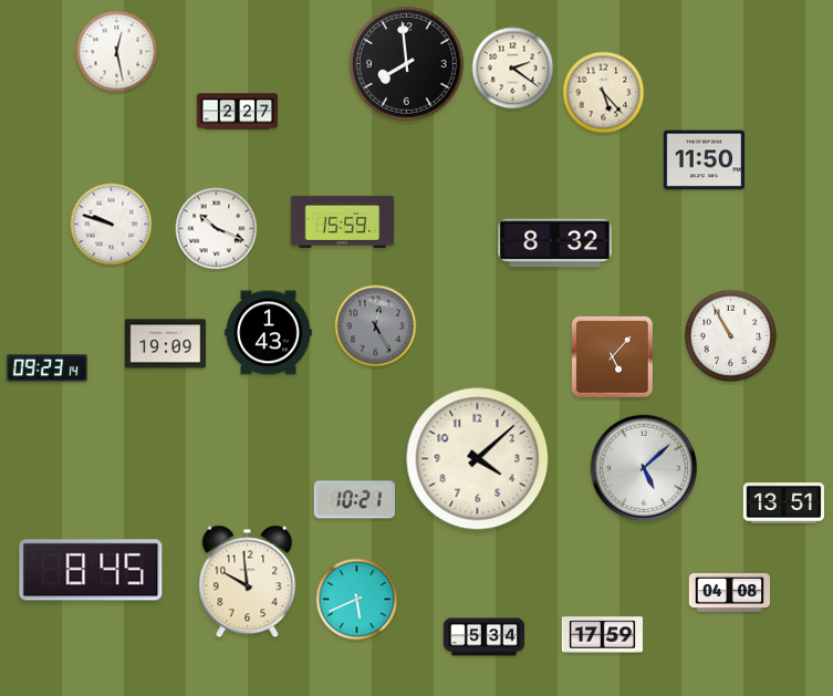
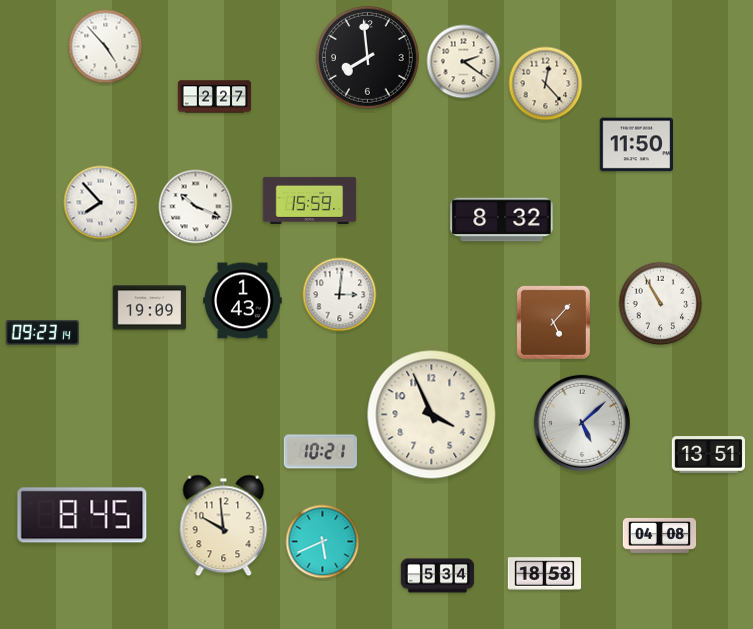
clock at (117, 52): 12:28 -> 4:53
clock at (604, 93): 5:23 -> 12:23
clock at (238, 112) position: (238, 112) -> (215, 97)
clock at (112, 225): 9:48 -> 7:53
clock at (376, 326): 12:25 -> 3:01
clock at (376, 326) dial: grey -> white
clock at (165, 344) position: (165, 344) -> (149, 308)
clock at (478, 459): 4:08 -> 3:56
clock at (603, 635): 17:59 -> 18:58
